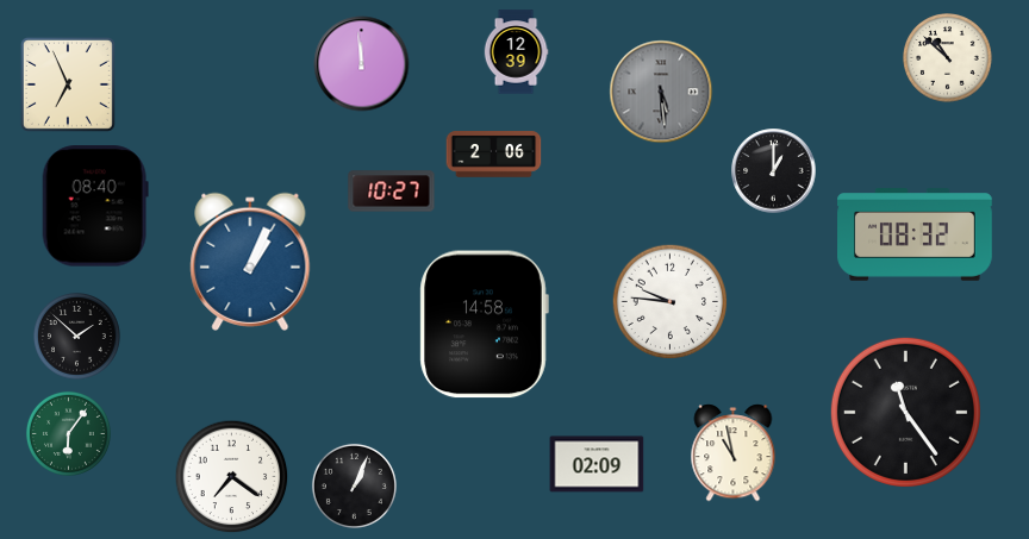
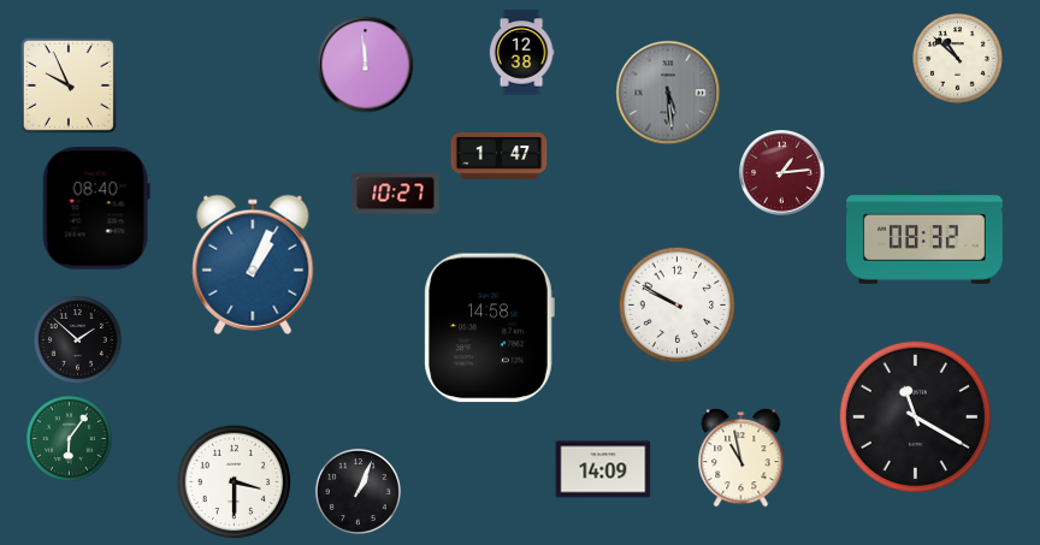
clock at (516, 52): 12:39 -> 12:38
clock at (68, 84): 6:56 -> 9:56
clock at (494, 155): 2:06 -> 1:47
clock at (774, 171): 1:00 -> 1:14
clock at (774, 171) dial: black -> burgundy
clock at (671, 302): 9:46 -> 9:50
clock at (905, 412): 11:24 -> 11:20
clock at (597, 464): 02:09 -> 14:09
clock at (232, 477): 7:21 -> 3:30
